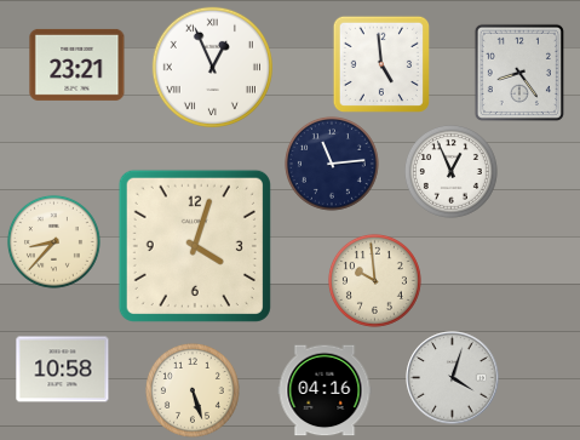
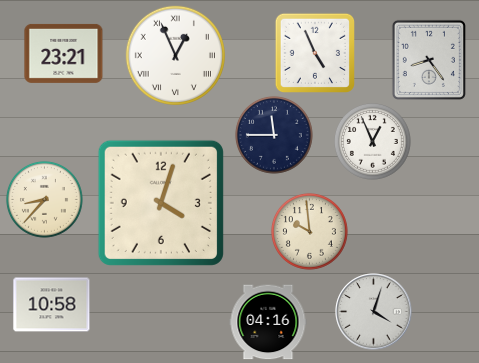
clock at (380, 63): 4:59 -> 4:56
clock at (332, 164): 11:14 -> 11:45
clock at (193, 390): 5:27 -> none
